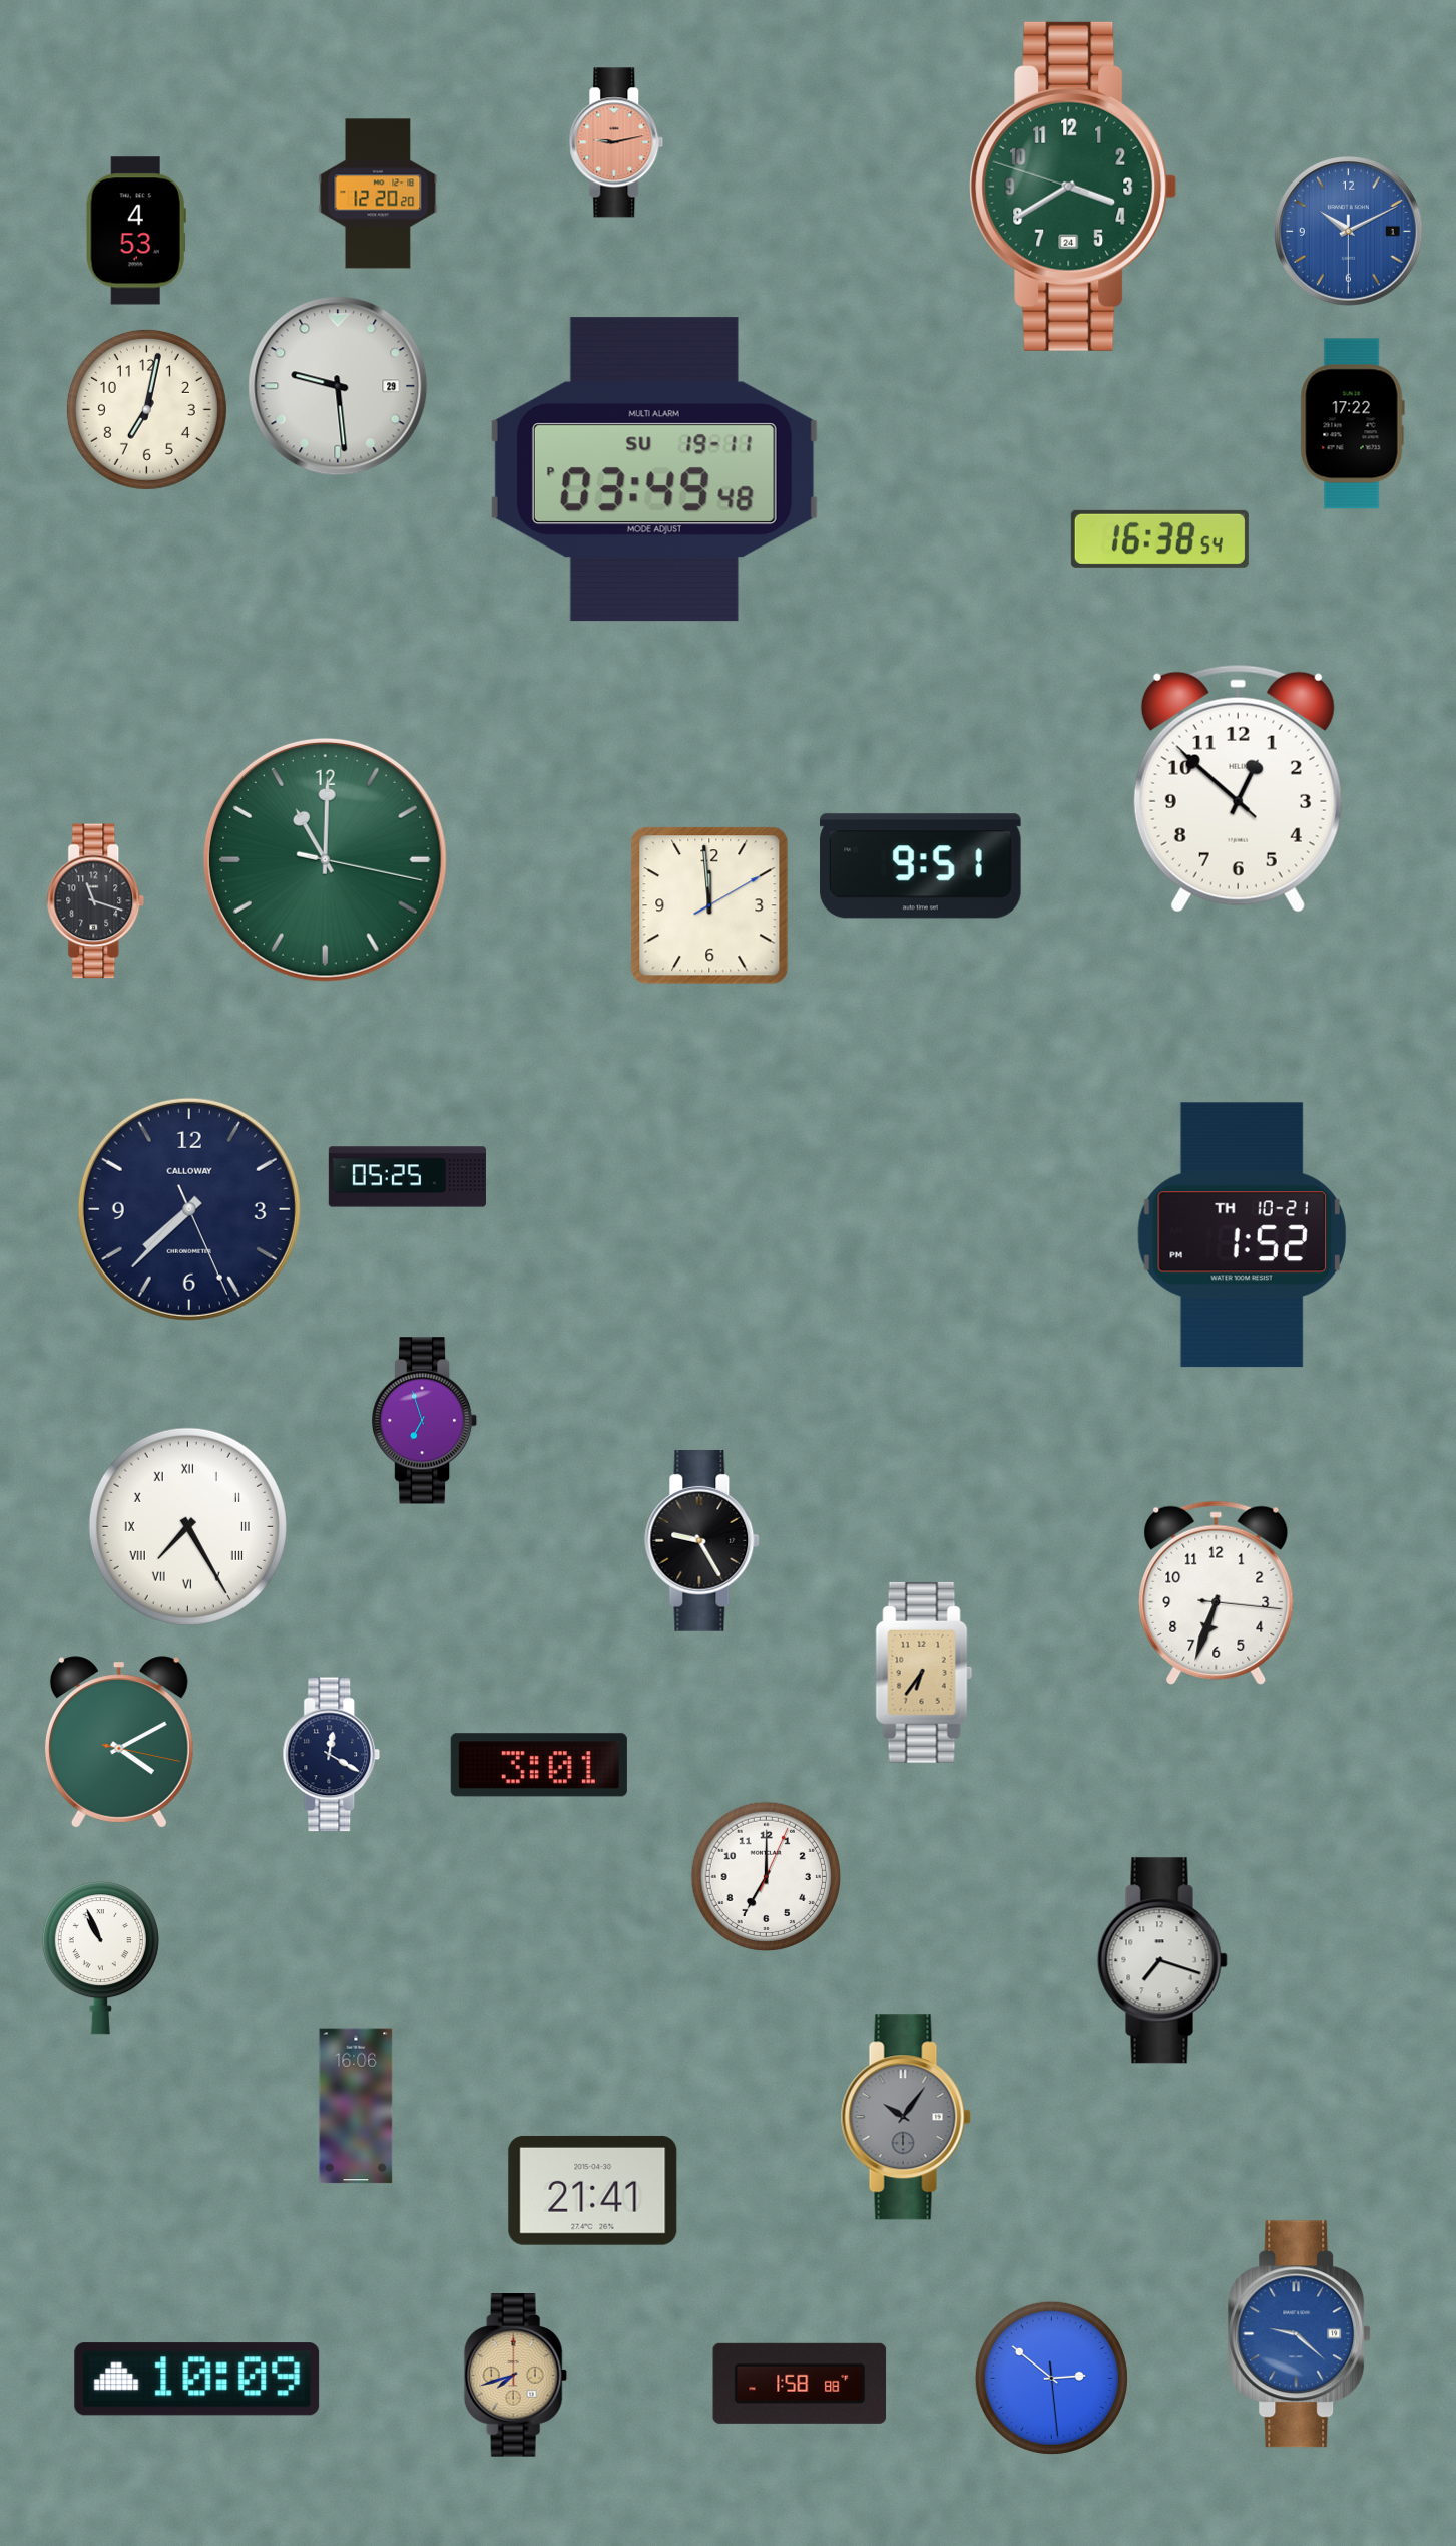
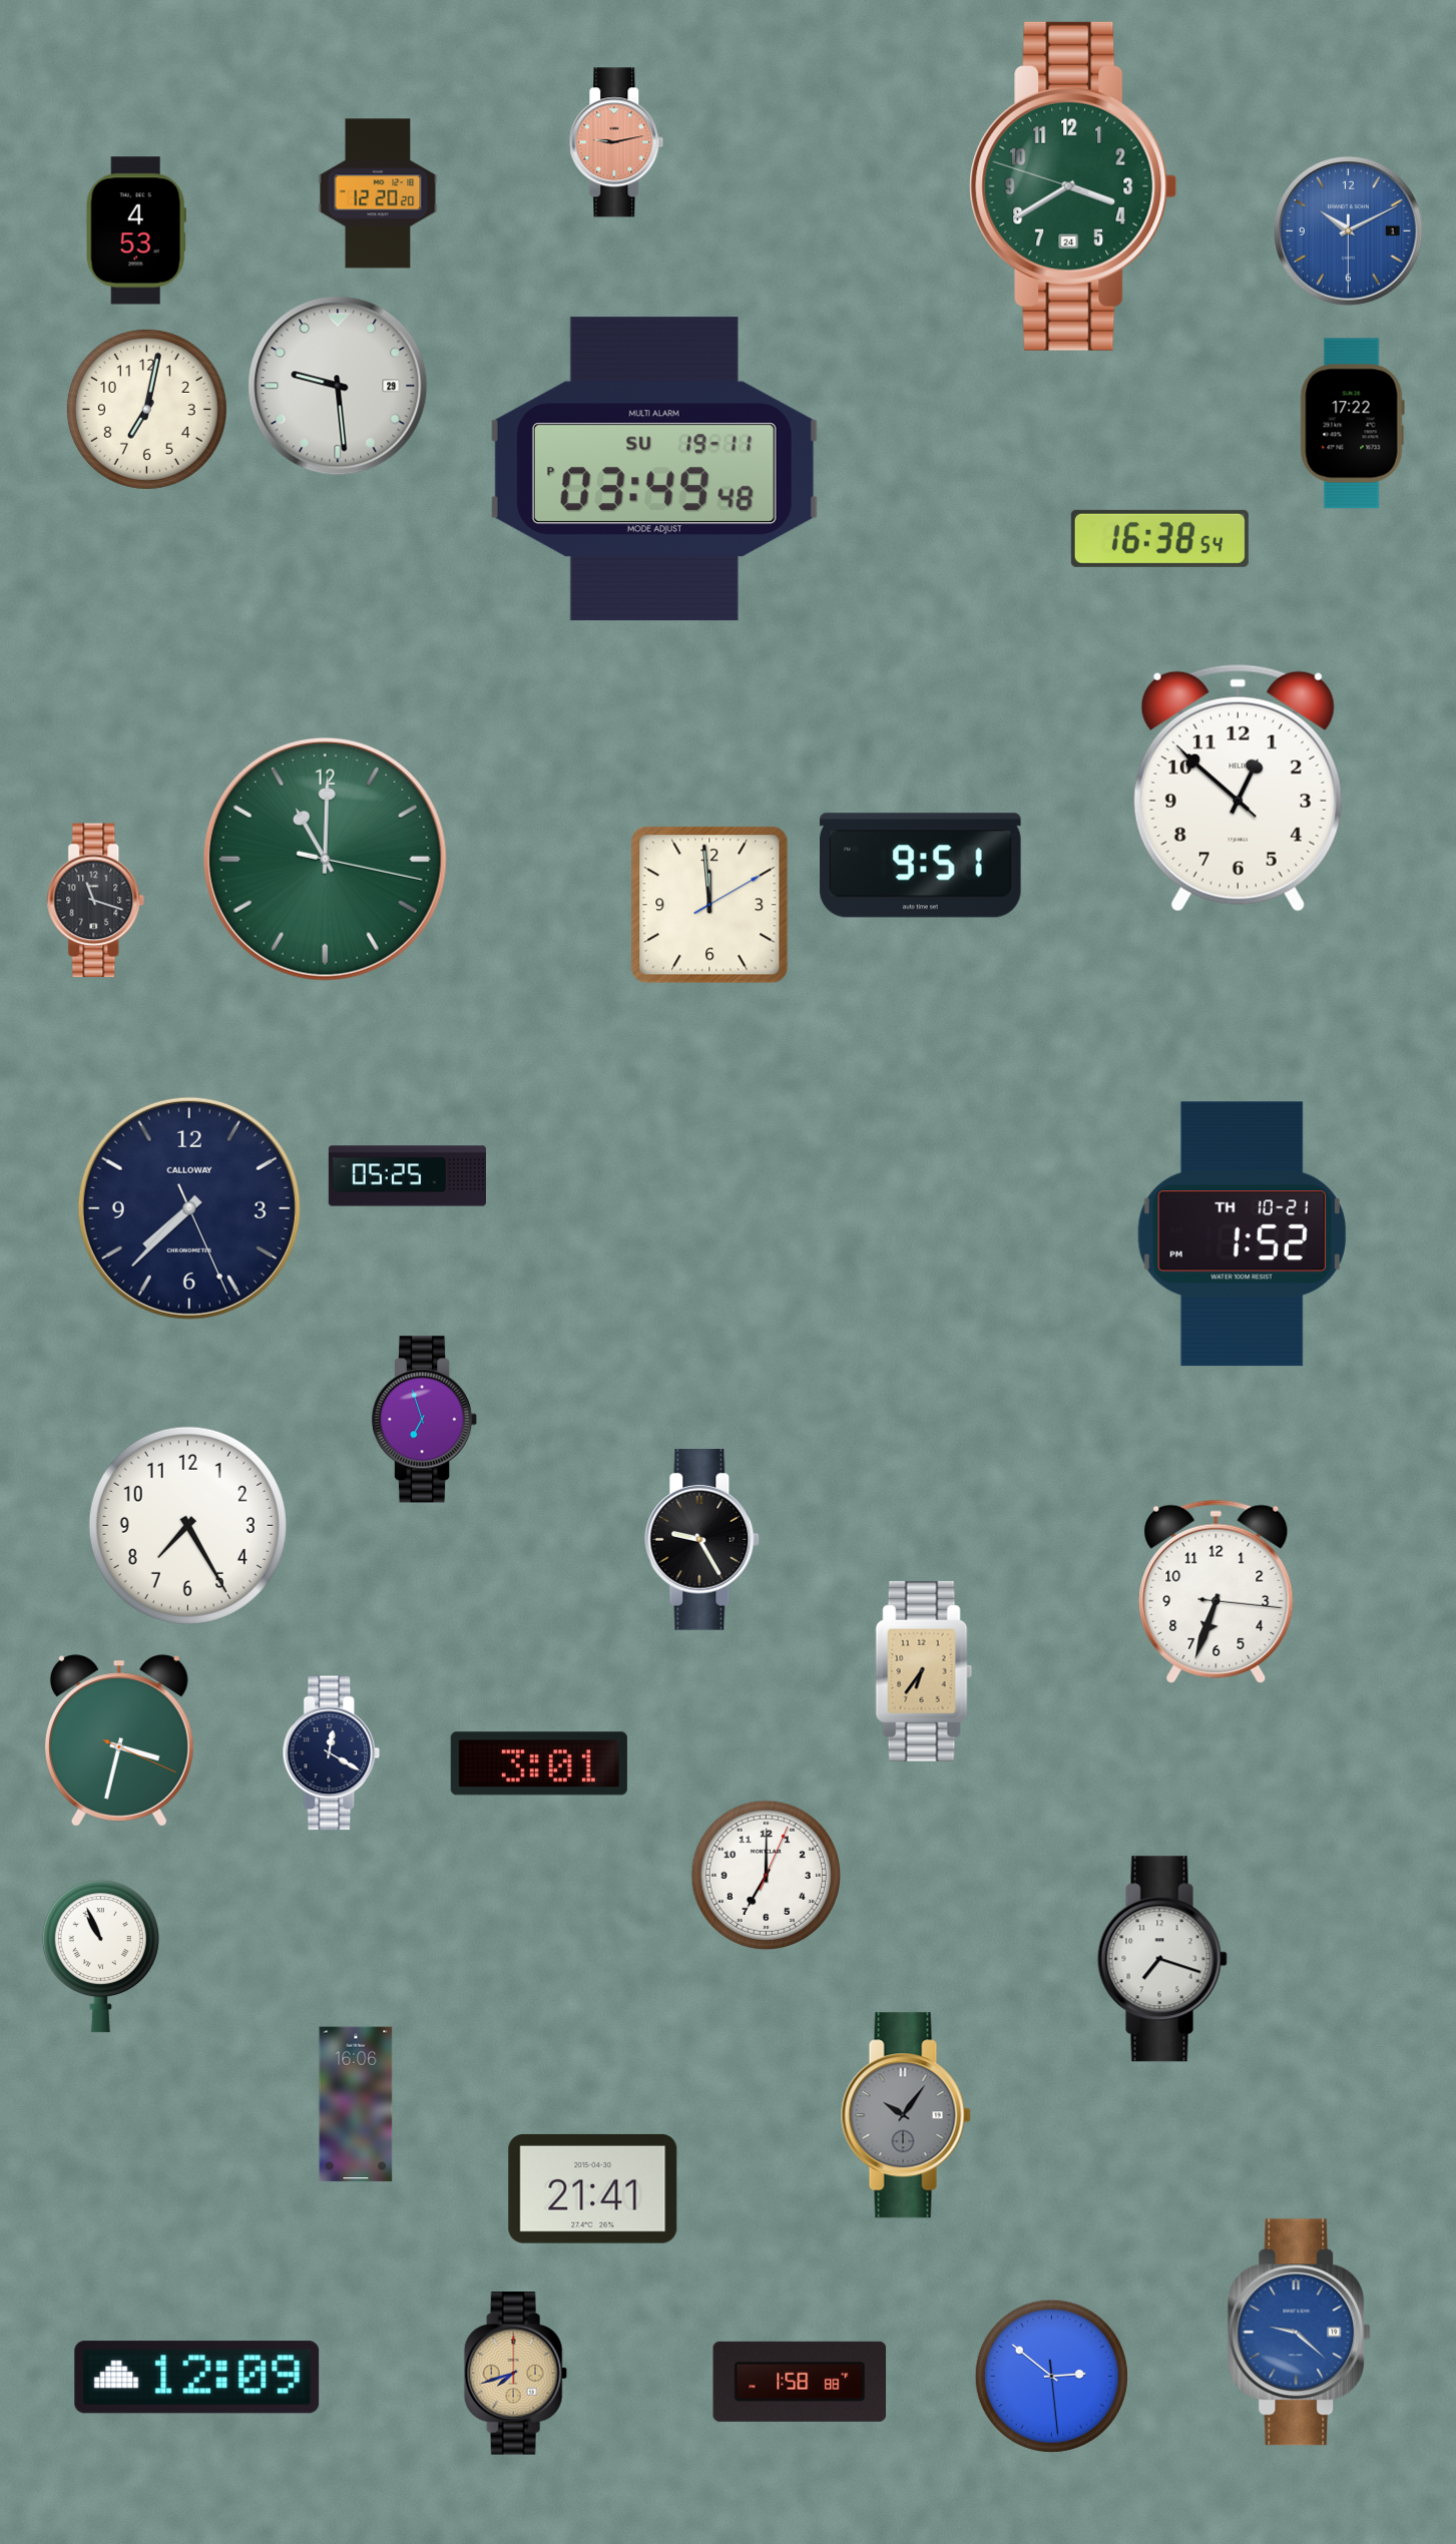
clock at (187, 1526) numerals: Roman -> Arabic
clock at (119, 1742): 4:10 -> 3:32
clock at (197, 2380): 10:09 -> 12:09
